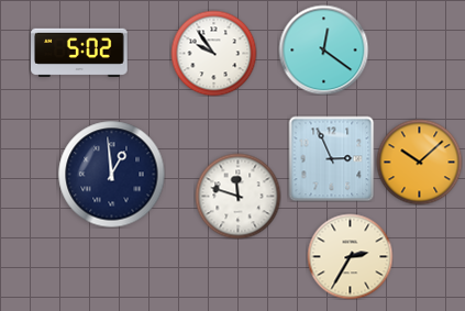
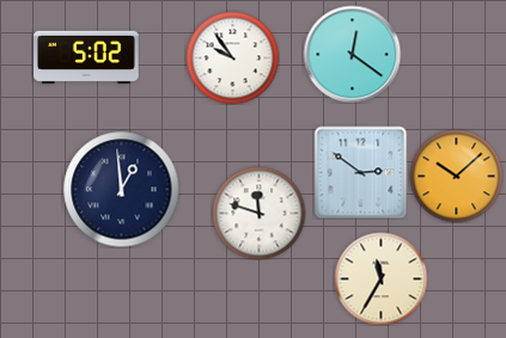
clock at (331, 158): 2:56 -> 2:51
clock at (350, 256): 2:35 -> 11:35
